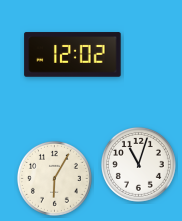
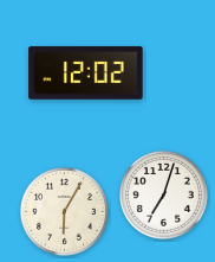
clock at (73, 55) position: (73, 55) -> (86, 74)
clock at (138, 164): 11:03 -> 7:03
